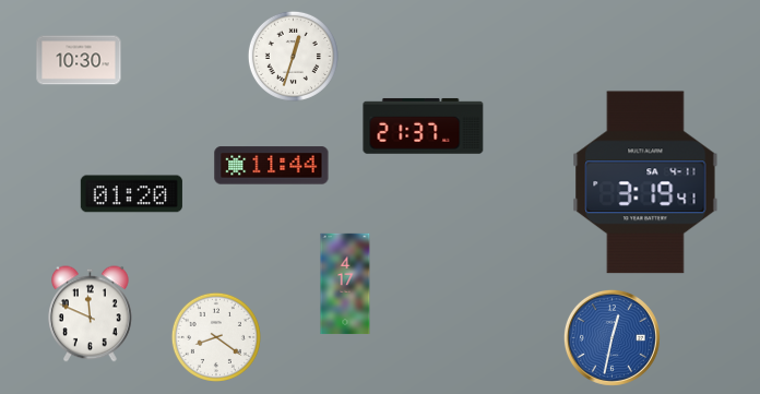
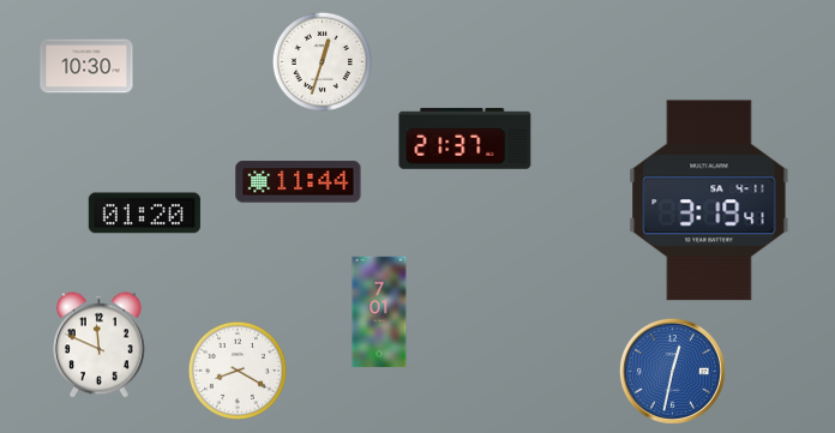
clock at (345, 284): 4:17 -> 7:01
clock at (216, 337): 8:21 -> 8:20
